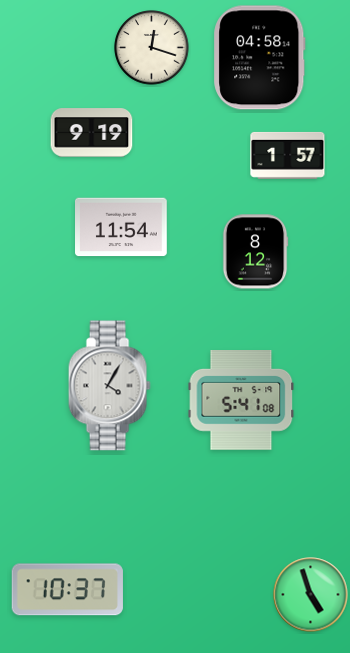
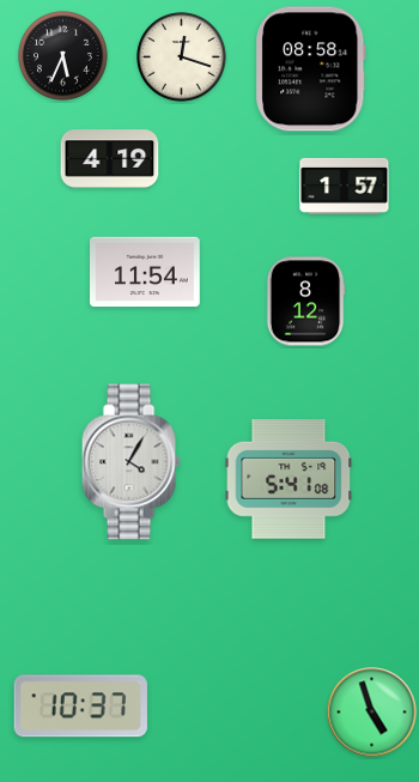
clock at (63, 56): none -> 5:34
clock at (260, 58): 04:58 -> 08:58
clock at (92, 133): 9:19 -> 4:19
